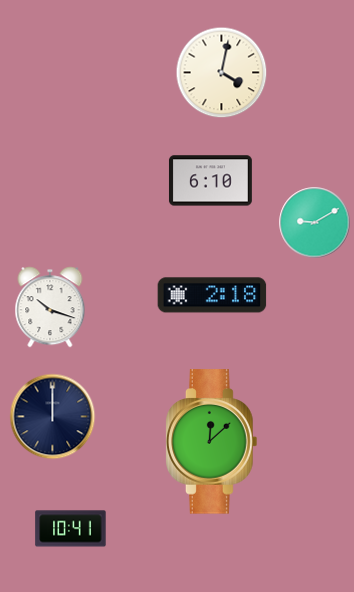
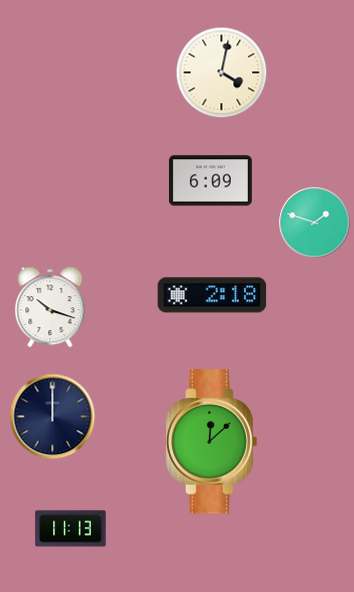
clock at (210, 181): 6:10 -> 6:09
clock at (315, 223): 9:10 -> 1:48
clock at (71, 529): 10:41 -> 11:13
